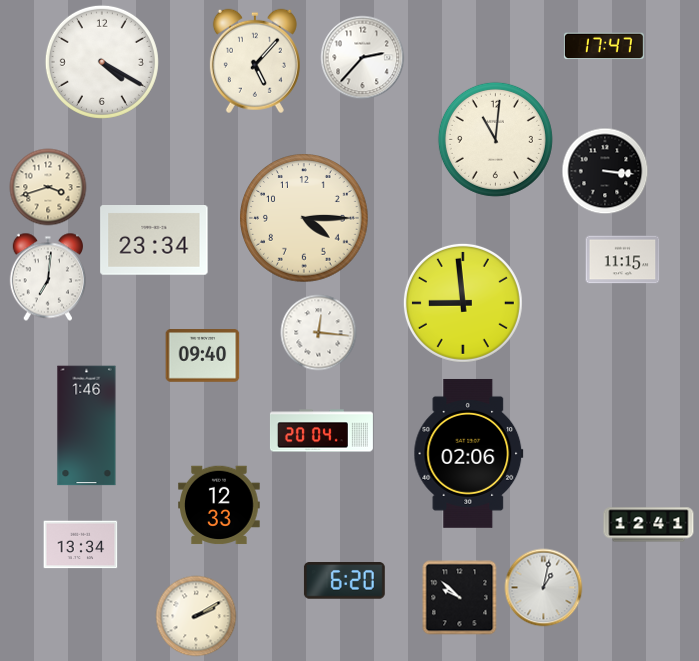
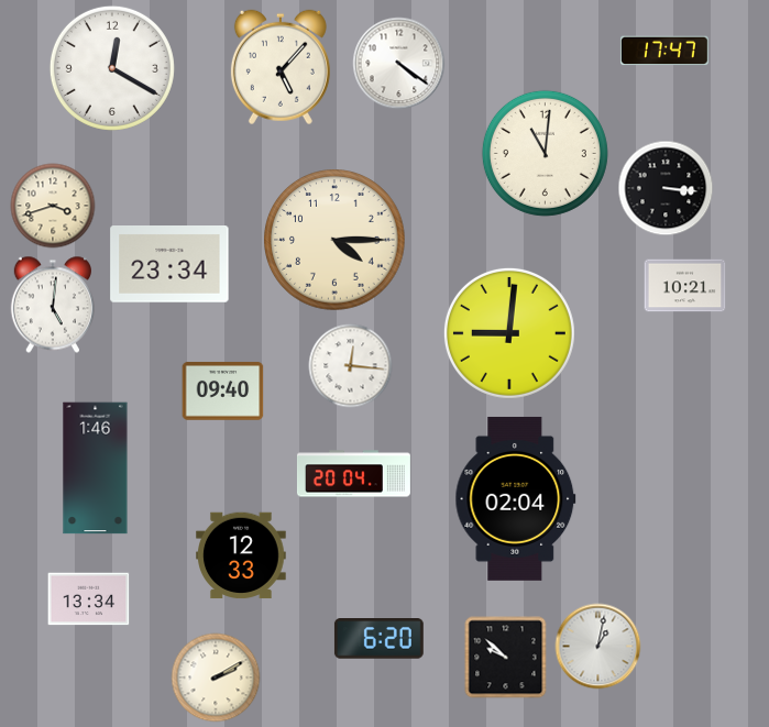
clock at (363, 58): 2:37 -> 4:21
clock at (102, 62): 4:20 -> 12:20
clock at (623, 260): 11:15 -> 10:21
clock at (47, 277): 7:01 -> 5:01
clock at (463, 303): 8:59 -> 9:01
clock at (469, 453): 02:06 -> 02:04
clock at (649, 525): 12:41 -> none
